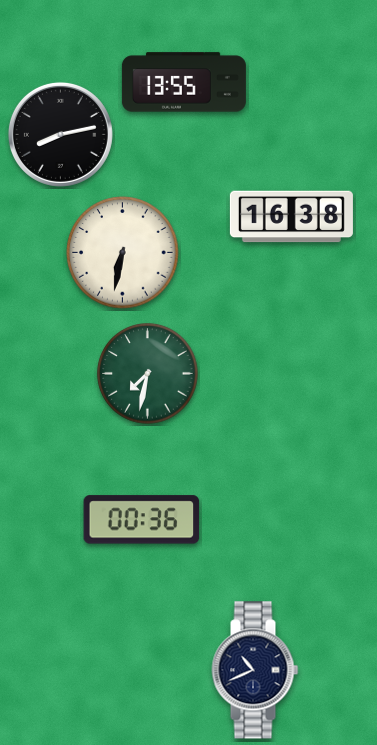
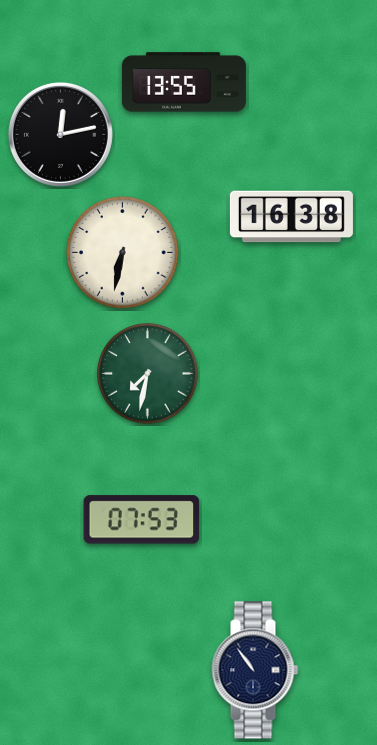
clock at (60, 134): 8:13 -> 12:13
clock at (142, 520): 00:36 -> 07:53
clock at (255, 670): 10:41 -> 10:54
